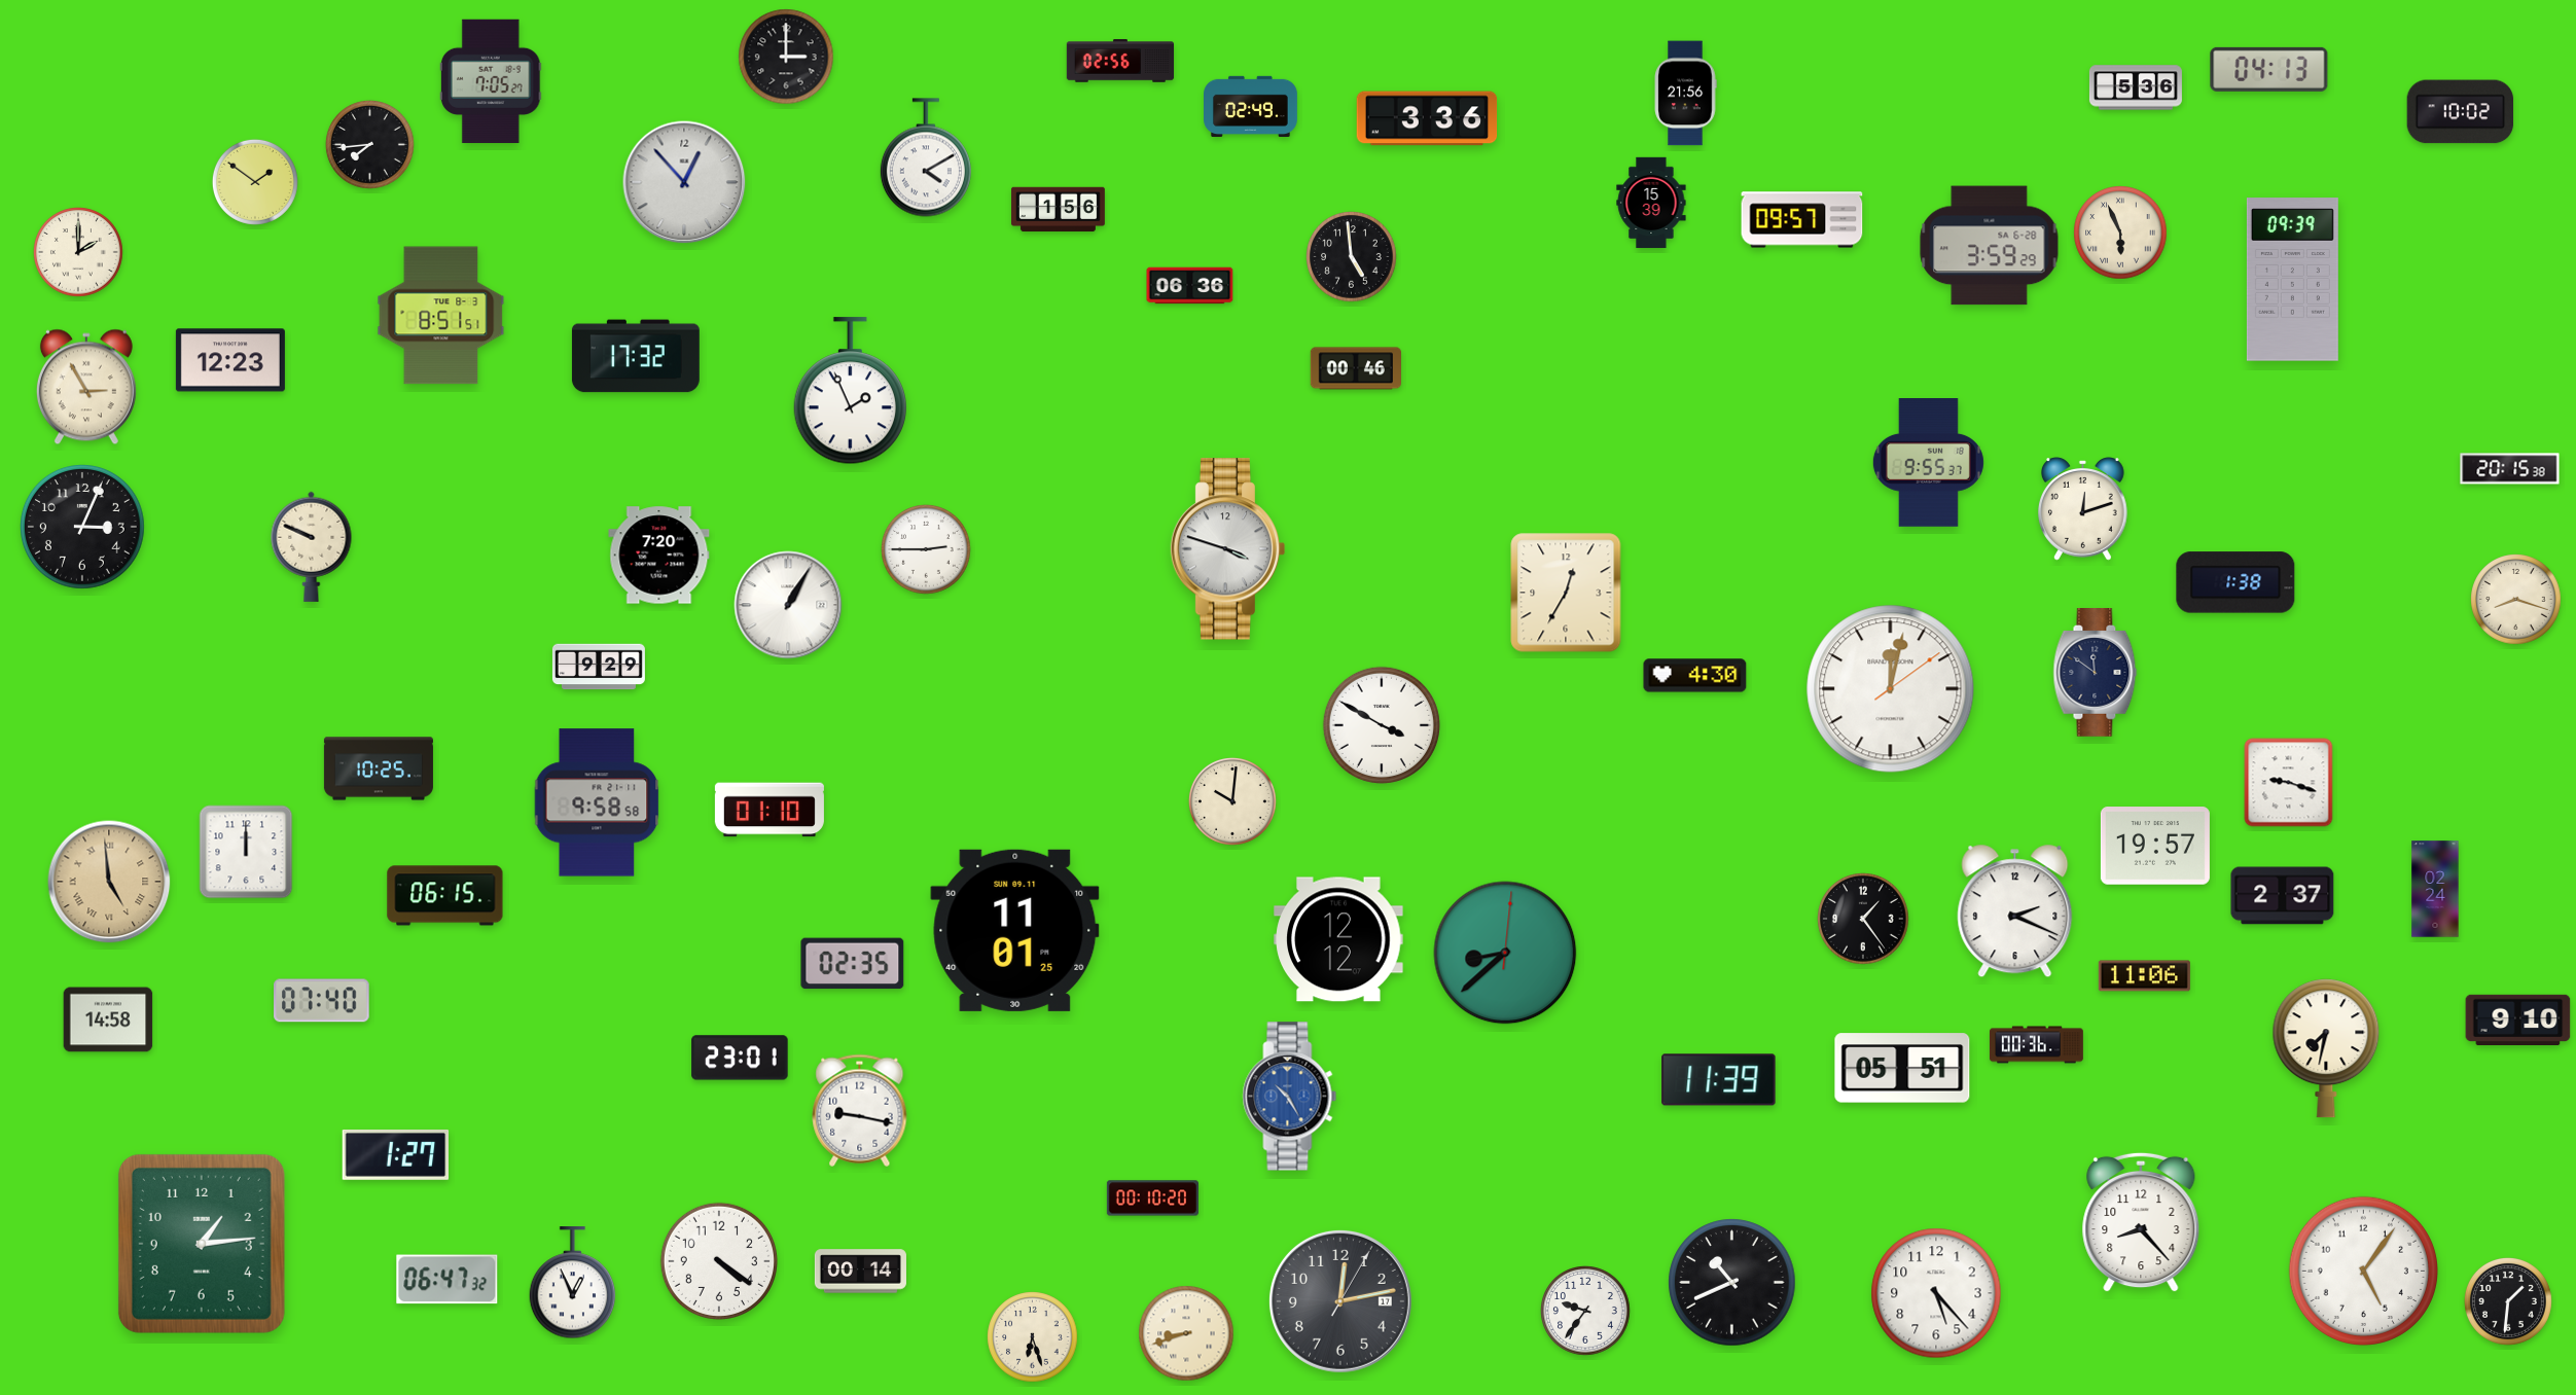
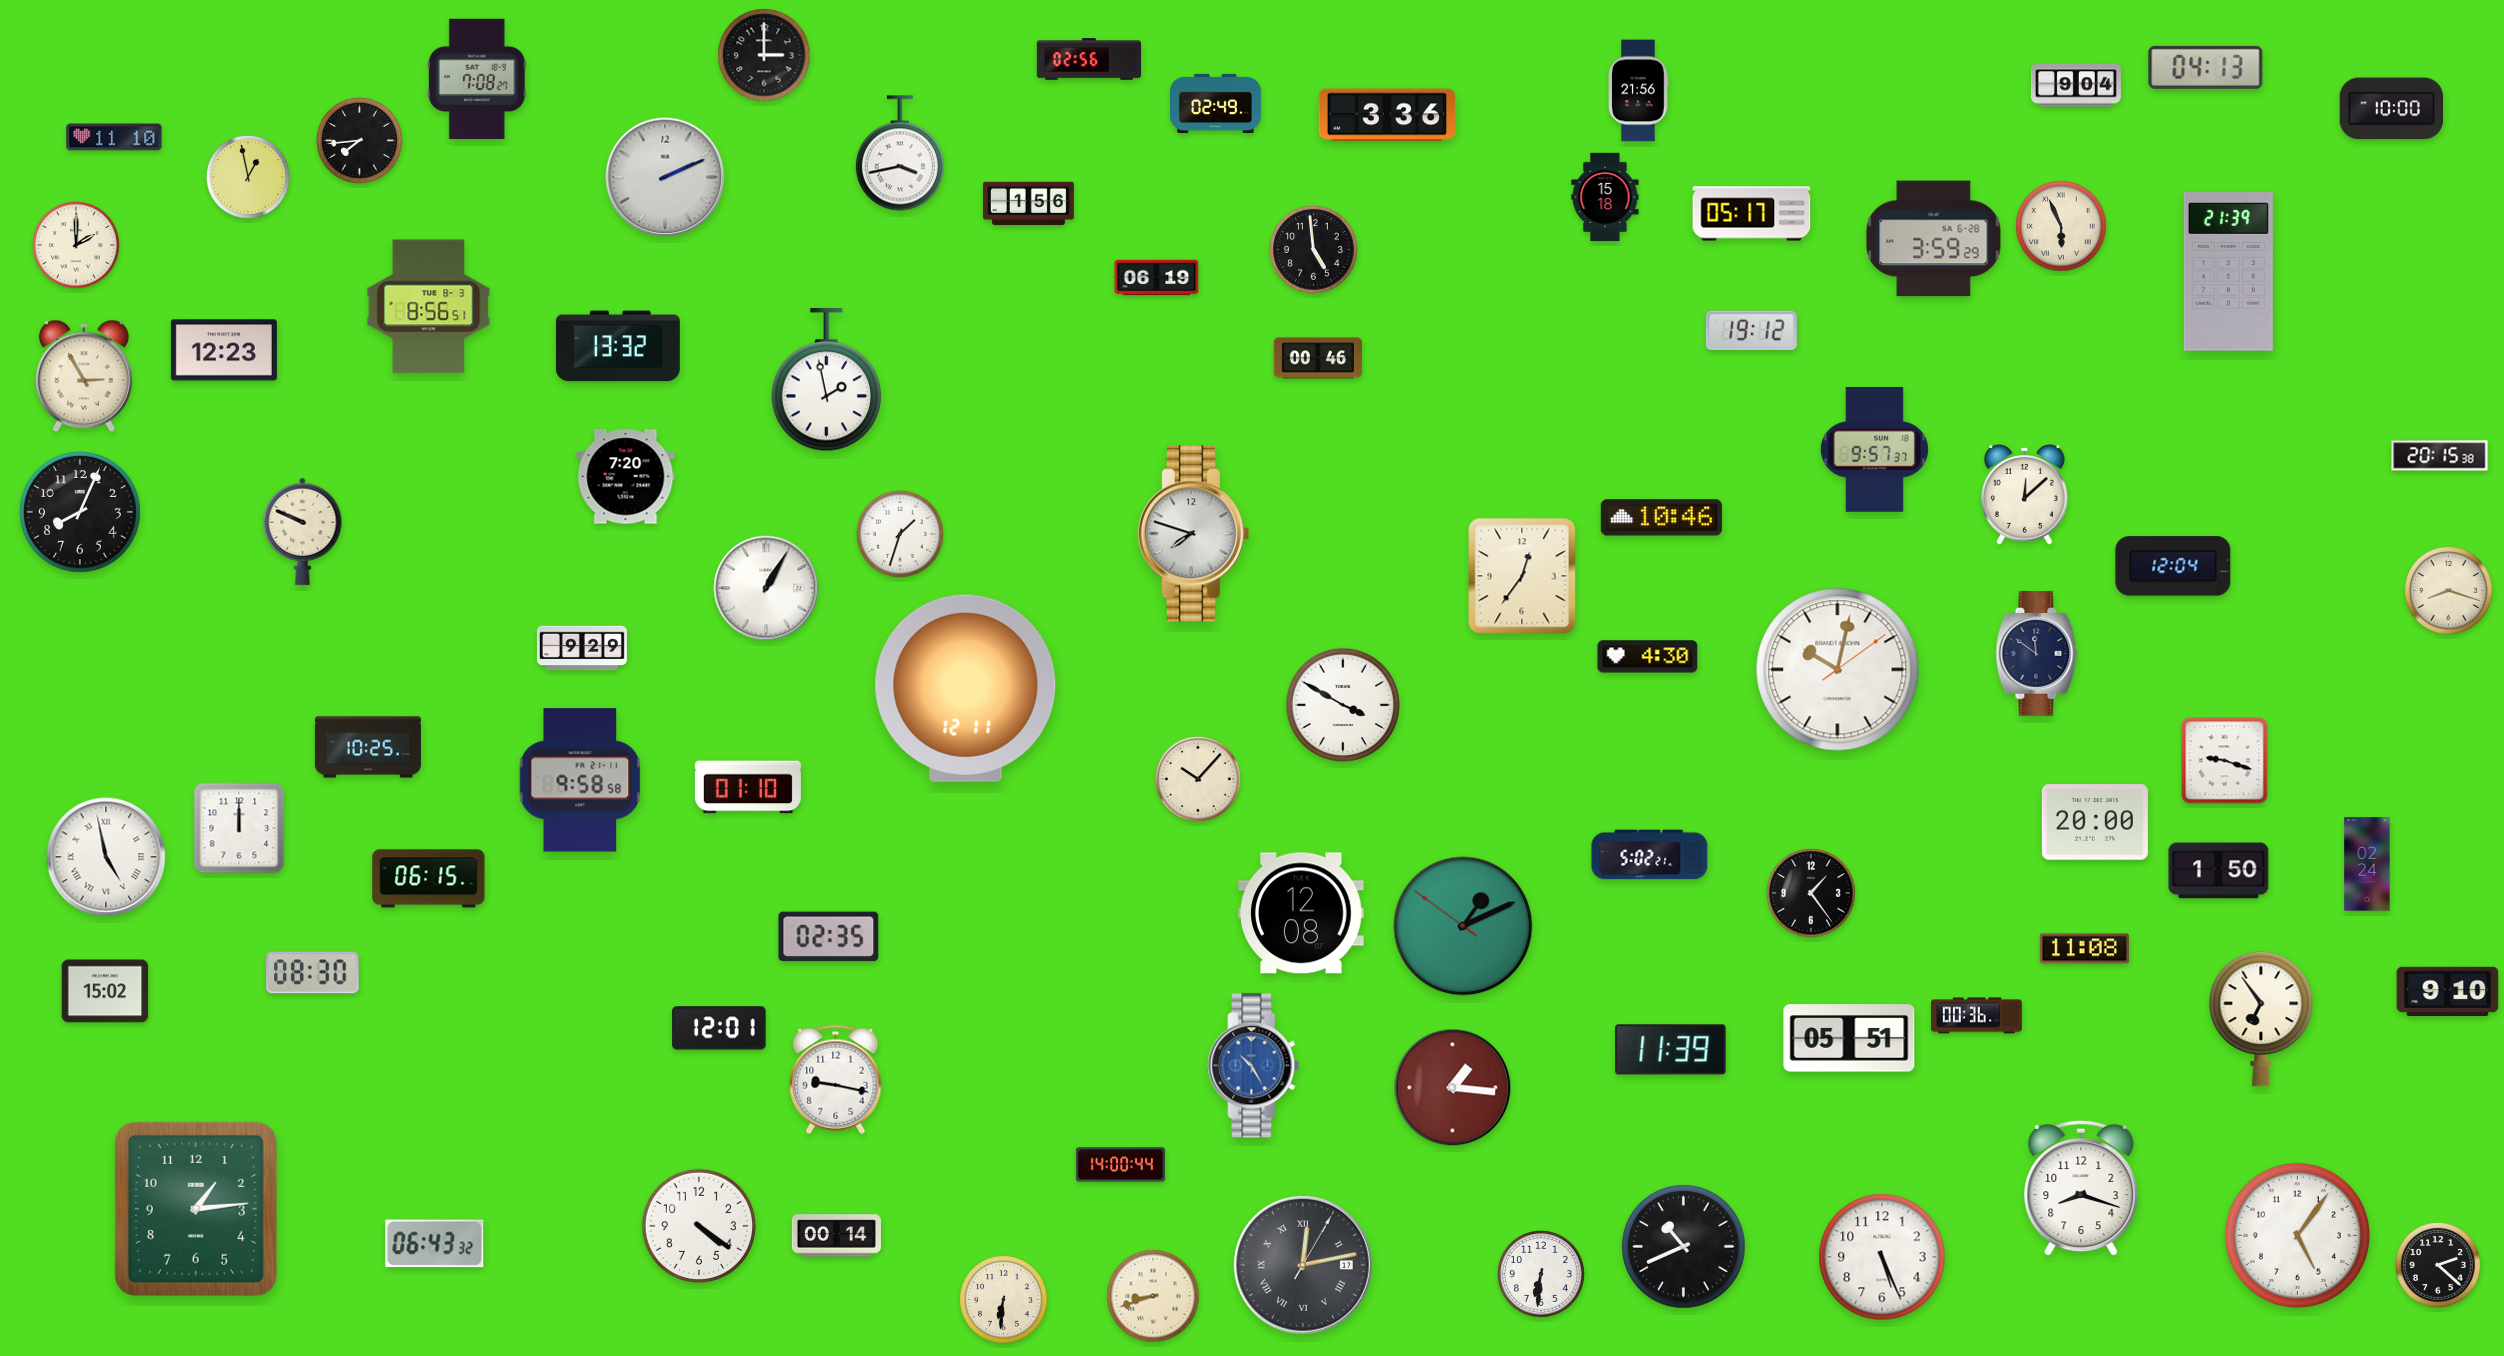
clock at (491, 81): 7:05 -> 7:08
clock at (2136, 87): 5:36 -> 9:04
clock at (2461, 112): 10:02 -> 10:00
clock at (114, 137): none -> 11:10
clock at (926, 157): 4:10 -> 3:43
clock at (255, 182): 1:51 -> 12:58
clock at (684, 182): 12:53 -> 2:11
clock at (1651, 203): 15:39 -> 15:18
clock at (1802, 220): 09:57 -> 05:17
clock at (2292, 280): 09:39 -> 21:39
clock at (1190, 286): 06:36 -> 06:19
clock at (441, 316): 8:51 -> 8:56
clock at (1751, 330): none -> 19:12
clock at (636, 356): 17:32 -> 13:32
clock at (850, 391): 1:56 -> 1:58
clock at (1928, 463): 9:55 -> 9:57
clock at (2083, 509): 12:12 -> 12:08
clock at (83, 528): 3:04 -> 8:04
clock at (1661, 518): none -> 10:46
clock at (1228, 549): 3:48 -> 7:48
clock at (927, 550): 2:45 -> 1:33
clock at (659, 556) position: (659, 556) -> (626, 477)
clock at (2235, 582): 1:38 -> 12:04
clock at (1566, 593): 12:35 -> 12:36
clock at (2516, 600) position: (2516, 600) -> (2449, 591)
clock at (1891, 689): 12:02 -> 10:02
clock at (966, 688): none -> 12:11
clock at (1232, 801): 10:01 -> 10:07
clock at (2155, 846): 19:57 -> 20:00
clock at (1650, 855): none -> 5:02
clock at (109, 882): 4:59 -> 4:58
clock at (109, 882) dial: champagne -> white
clock at (445, 896) position: (445, 896) -> (429, 879)
clock at (2283, 896): 2:37 -> 1:50
clock at (2015, 911): 2:19 -> none
clock at (1015, 930): 11:01 -> none
clock at (1338, 939): 12:12 -> 12:08
clock at (1505, 953): 8:38 -> 1:10
clock at (2144, 976): 11:06 -> 11:08
clock at (322, 1001): 07:40 -> 08:30
clock at (108, 1020): 14:58 -> 15:02
clock at (2037, 1045) position: (2037, 1045) -> (1977, 1016)
clock at (2326, 1048): 7:32 -> 6:54
clock at (740, 1058): 23:01 -> 12:01
clock at (1453, 1088): none -> 1:16
clock at (396, 1154): 1:27 -> none
clock at (1152, 1199): 00:10 -> 14:00
clock at (2141, 1222): 8:23 -> 8:18
clock at (448, 1280): 06:47 -> 06:43
clock at (573, 1283): 12:56 -> none
clock at (1936, 1293): 5:23 -> 5:26
clock at (1340, 1301) numerals: Arabic -> Roman
clock at (2508, 1301): 1:31 -> 2:22
clock at (1586, 1312): 9:36 -> 6:31
clock at (1033, 1337): 6:27 -> 6:31
